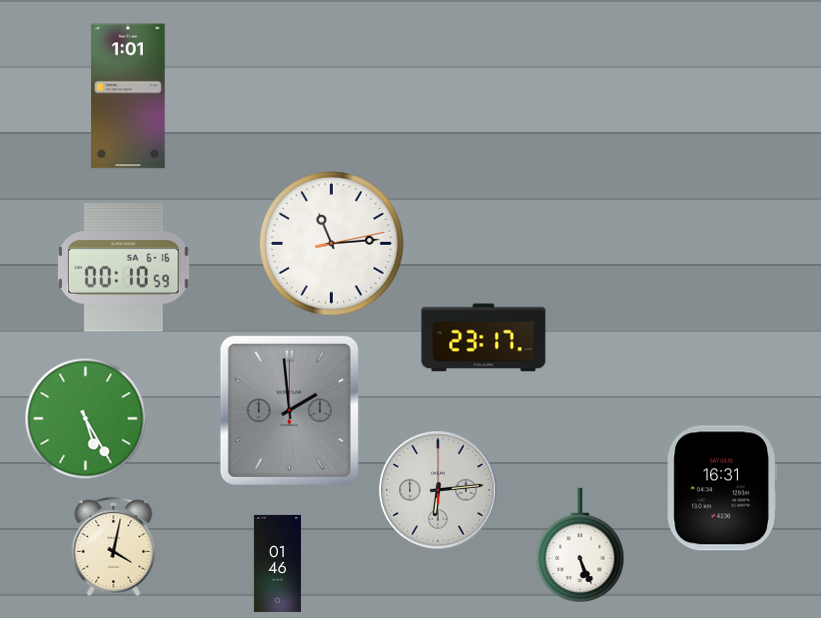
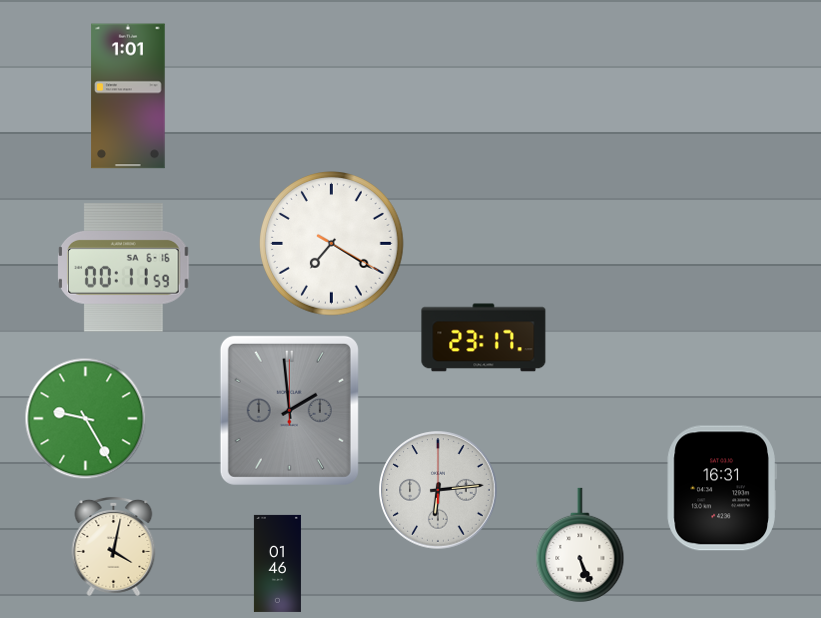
clock at (332, 244): 11:14 -> 7:20
clock at (124, 268): 00:10 -> 00:11
clock at (86, 419): 5:25 -> 9:25
